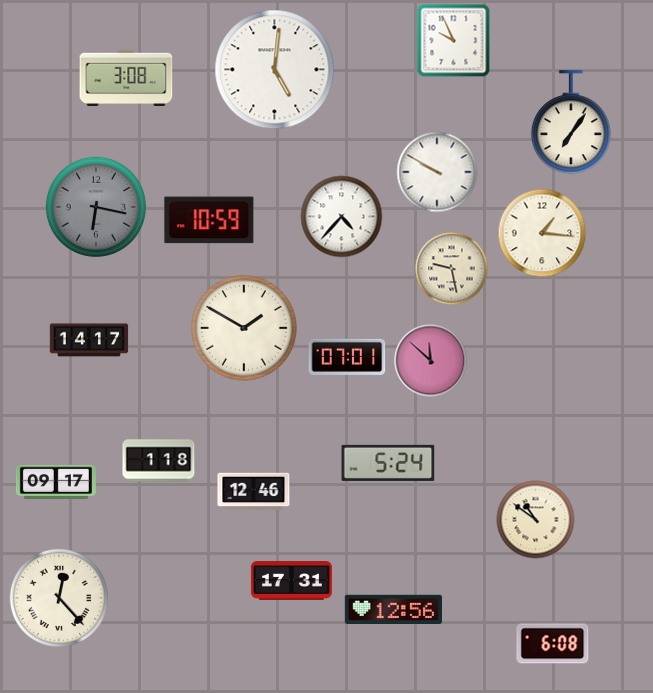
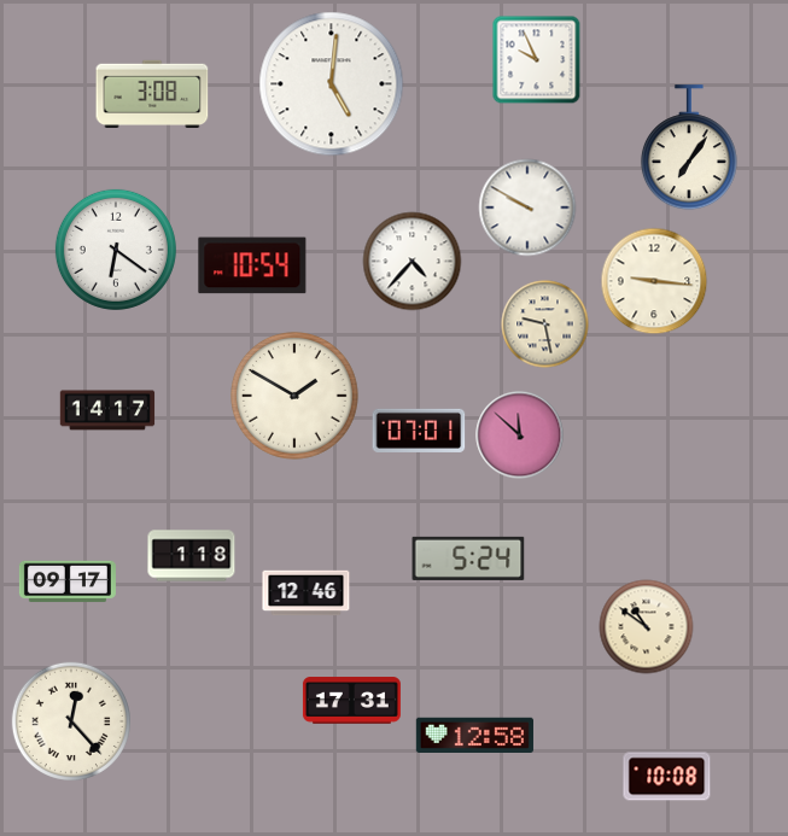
clock at (454, 41) position: (454, 41) -> (537, 60)
clock at (96, 207): 6:17 -> 6:21
clock at (96, 207) dial: grey -> white
clock at (209, 220): 10:59 -> 10:54
clock at (542, 233): 1:16 -> 9:16
clock at (393, 609): 12:56 -> 12:58
clock at (553, 644): 6:08 -> 10:08
